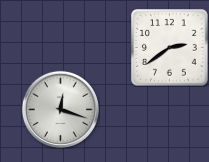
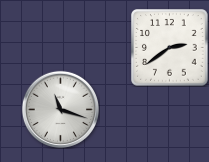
clock at (60, 109): 12:18 -> 11:18
